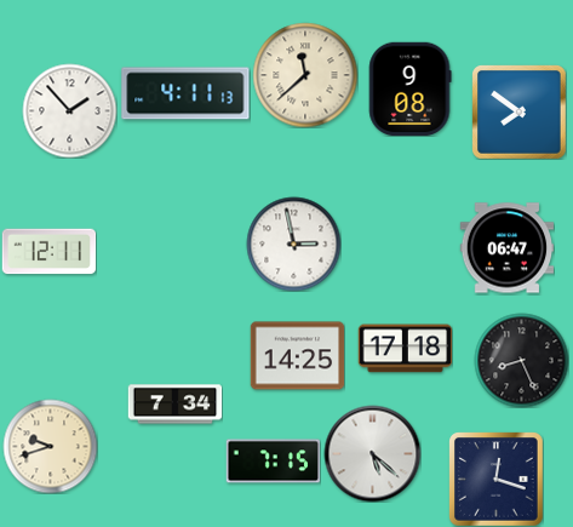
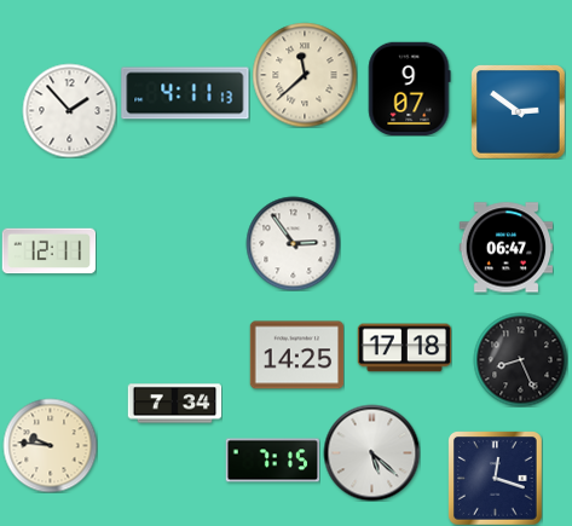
clock at (409, 88): 9:08 -> 9:07
clock at (518, 111): 7:51 -> 2:51
clock at (293, 244): 2:58 -> 2:54
clock at (50, 446): 9:42 -> 9:46
